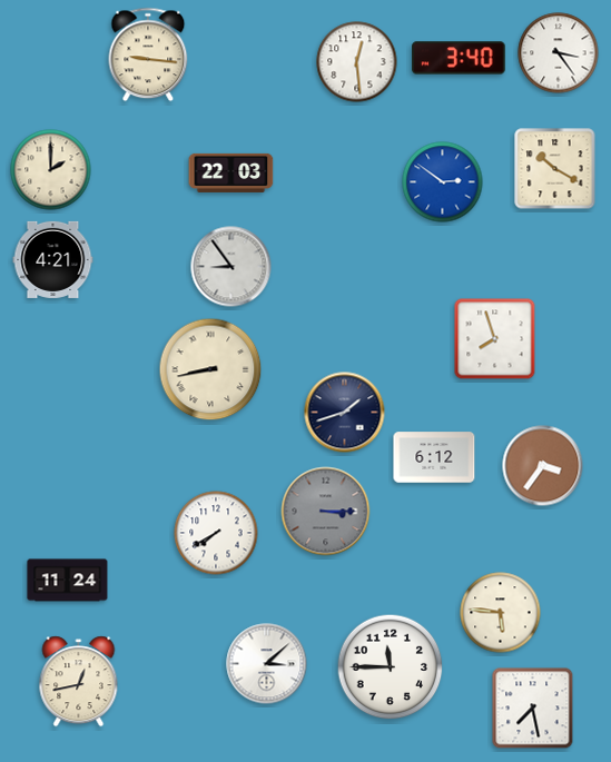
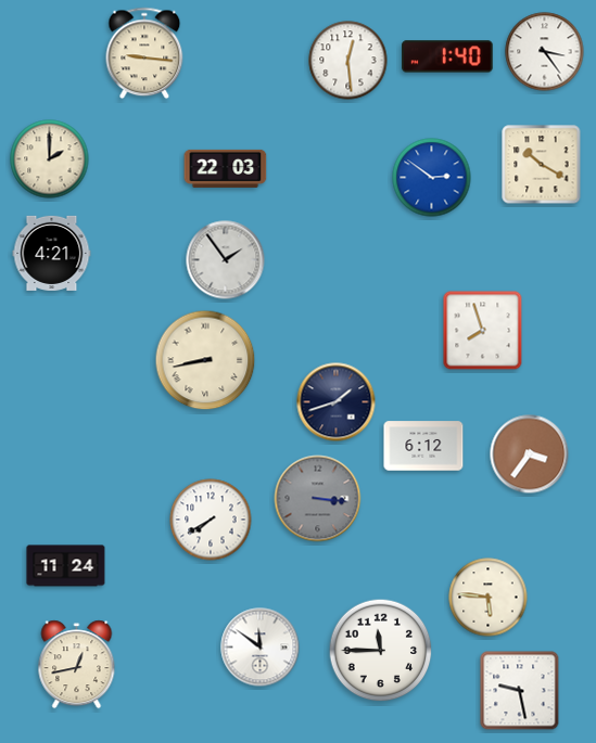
clock at (459, 58): 3:40 -> 1:40
clock at (51, 170) position: (51, 170) -> (50, 159)
clock at (231, 267): 8:54 -> 1:54
clock at (326, 512): 3:15 -> 3:16
clock at (267, 664): 3:08 -> 11:51
clock at (533, 709): 7:28 -> 9:28
